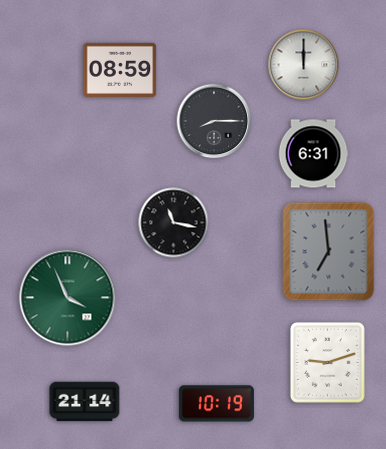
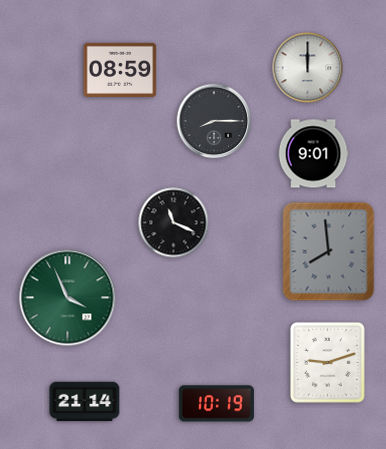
clock at (304, 65) position: (304, 65) -> (308, 68)
clock at (313, 154): 6:31 -> 9:01
clock at (174, 223): 11:17 -> 11:19
clock at (329, 252): 6:59 -> 7:59
